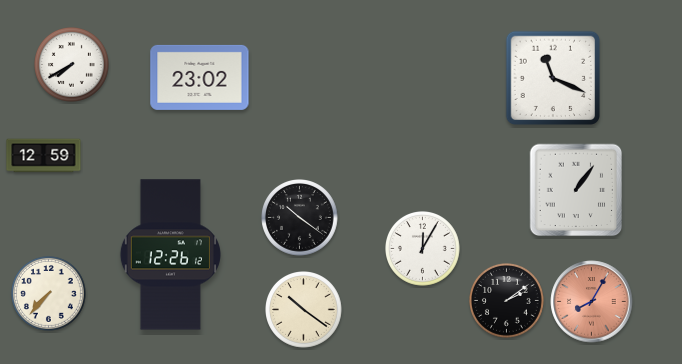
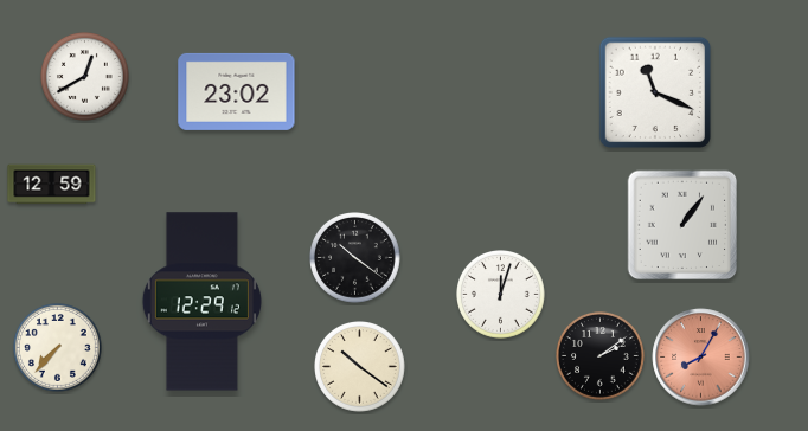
clock at (72, 65): 7:40 -> 12:40
clock at (423, 249): 12:05 -> 12:03
clock at (170, 255): 12:26 -> 12:29
